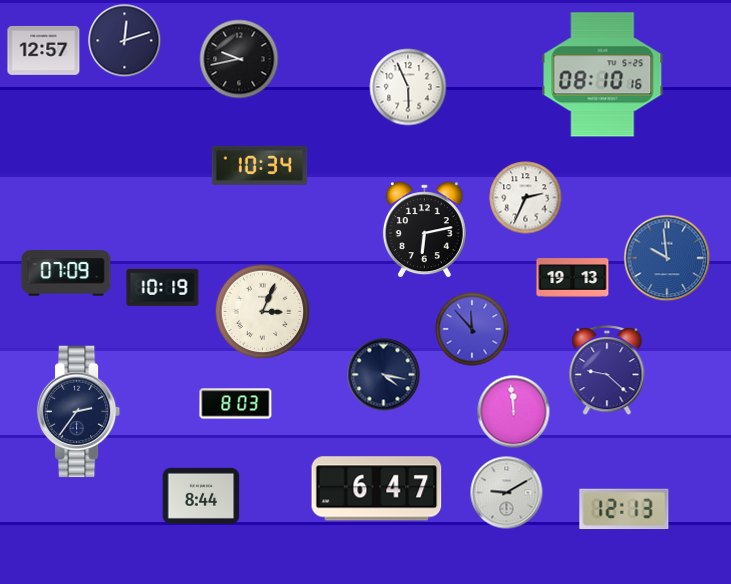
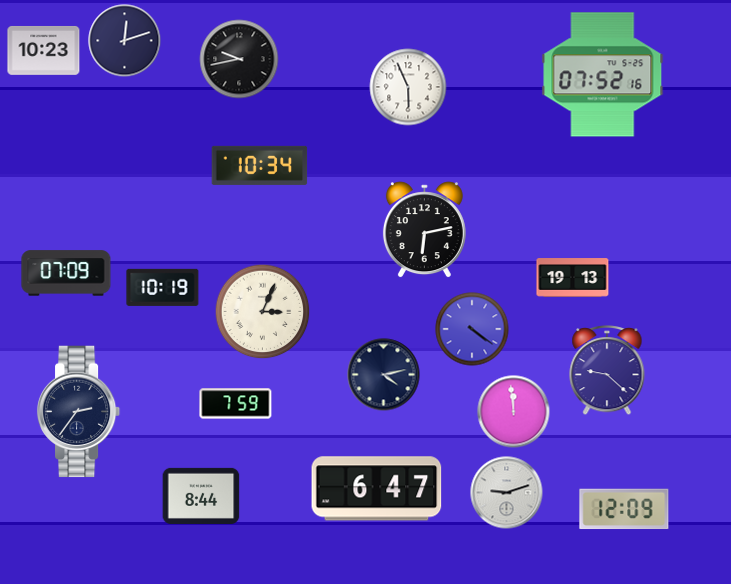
clock at (44, 50): 12:57 -> 10:23
clock at (603, 75): 08:10 -> 07:52
clock at (526, 198): 2:34 -> none
clock at (667, 258): 9:59 -> none
clock at (472, 329): 11:53 -> 4:21
clock at (384, 375): 4:17 -> 4:13
clock at (236, 404): 8:03 -> 7:59
clock at (507, 493): 9:10 -> 9:12
clock at (624, 509): 12:13 -> 12:09
